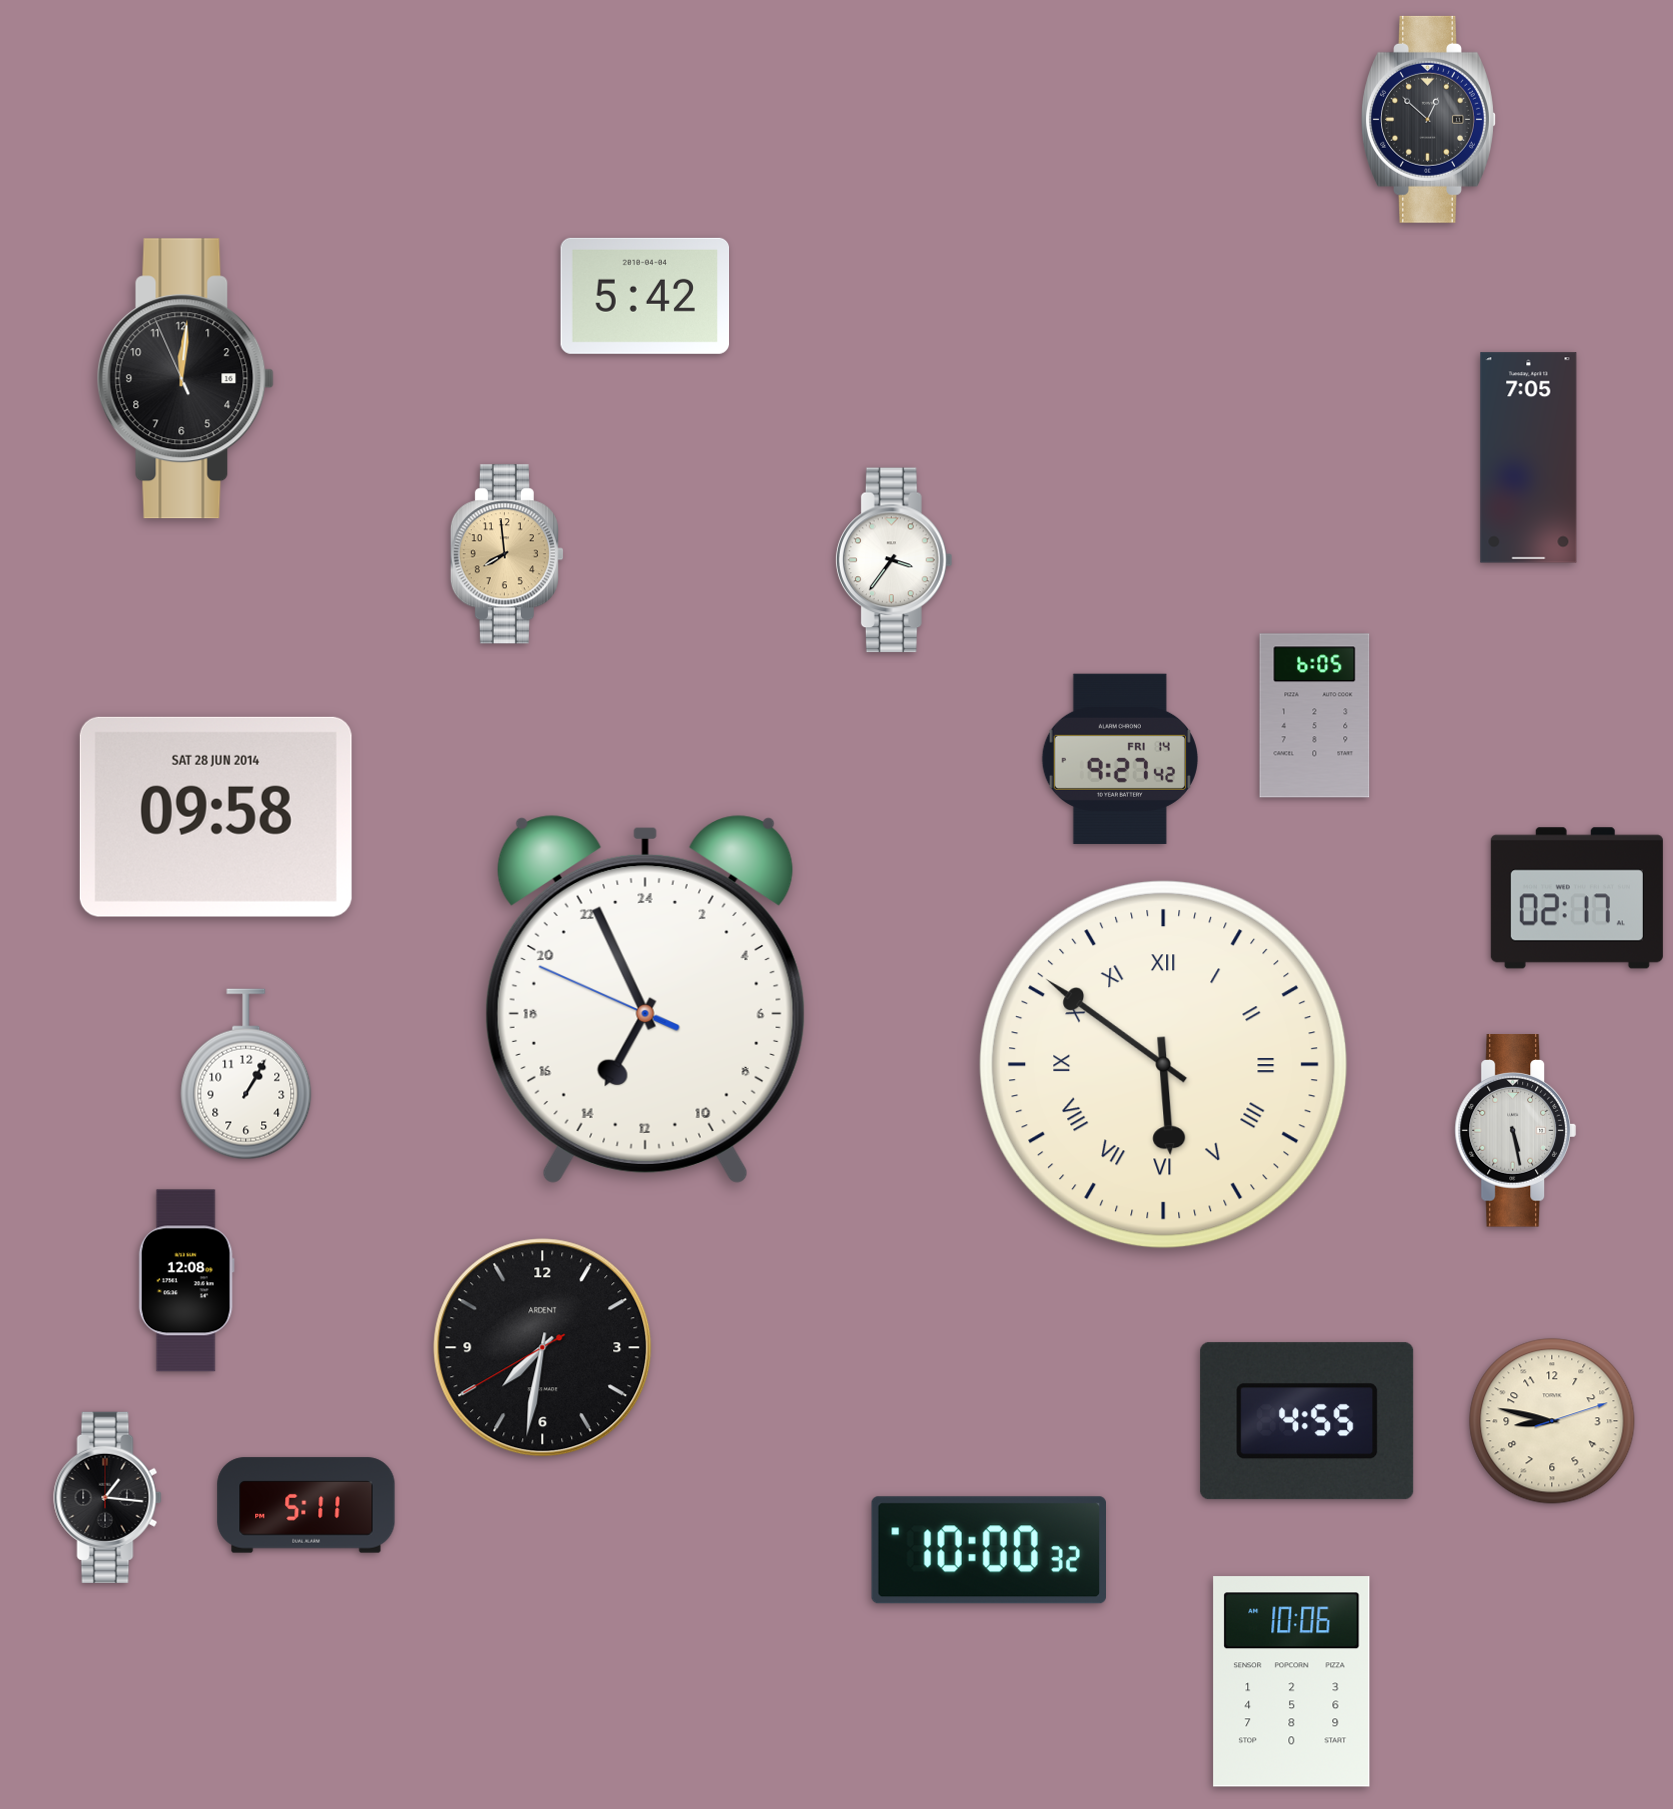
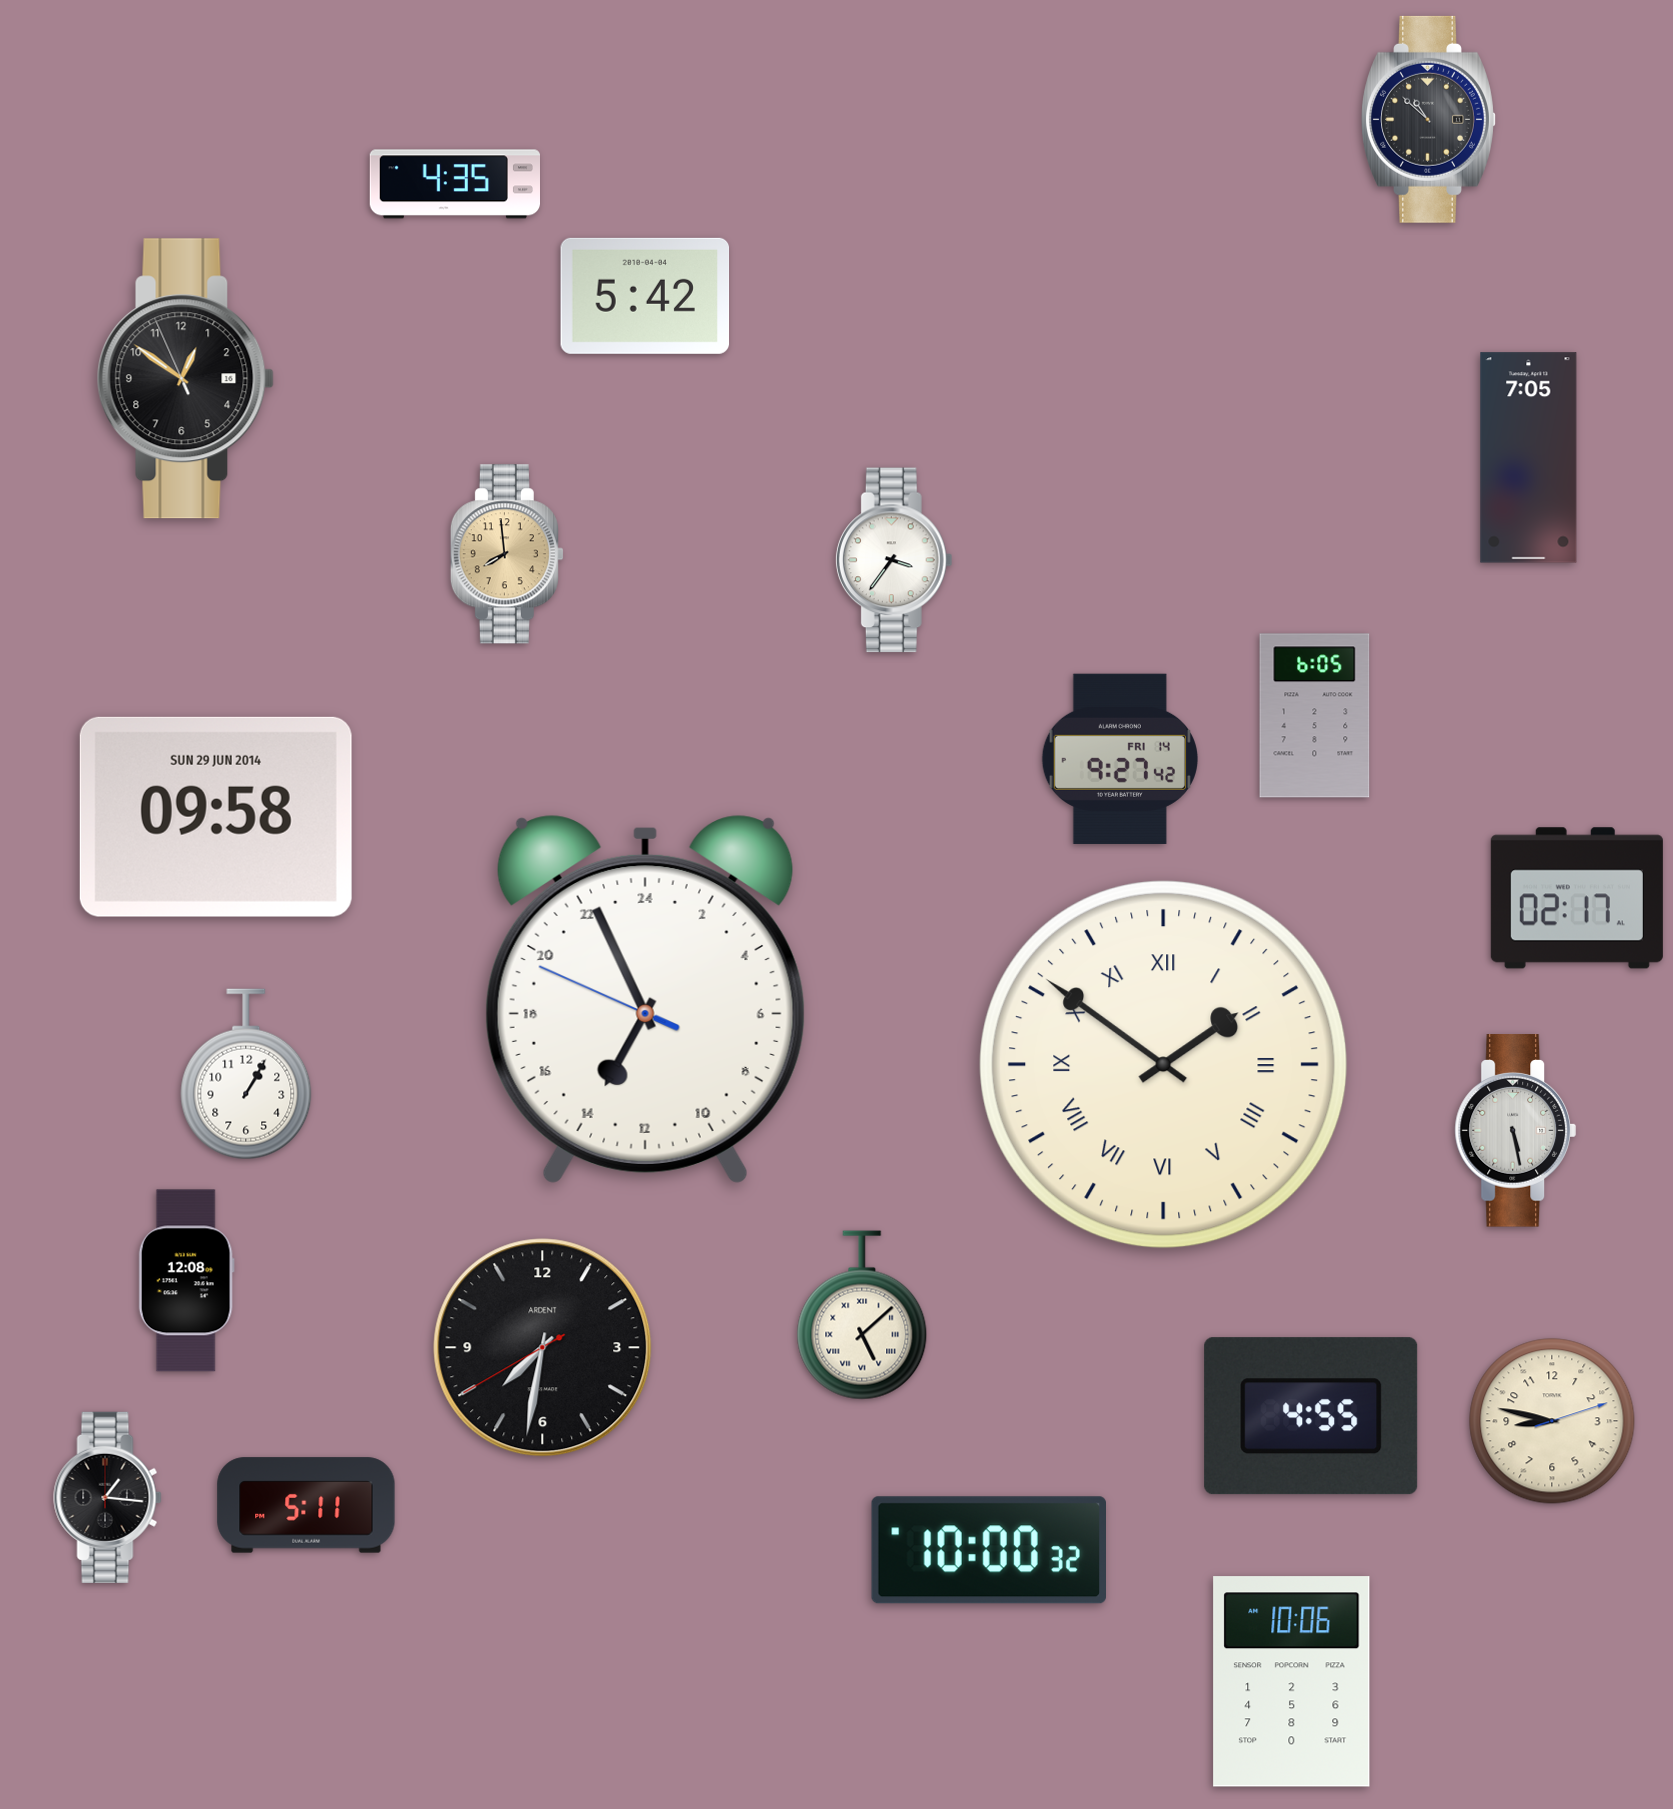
clock at (1429, 119): 12:52 -> 10:52
clock at (454, 184): none -> 4:35
clock at (185, 379): 12:00 -> 12:50
clock at (216, 817) date: SAT 28 JUN 2014 -> SUN 29 JUN 2014
clock at (1164, 1065): 5:51 -> 1:51
clock at (862, 1315): none -> 5:08
clock at (1307, 1421) position: (1307, 1421) -> (1311, 1416)
